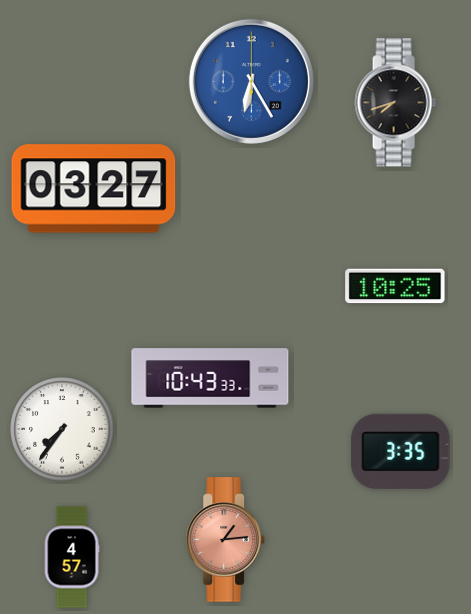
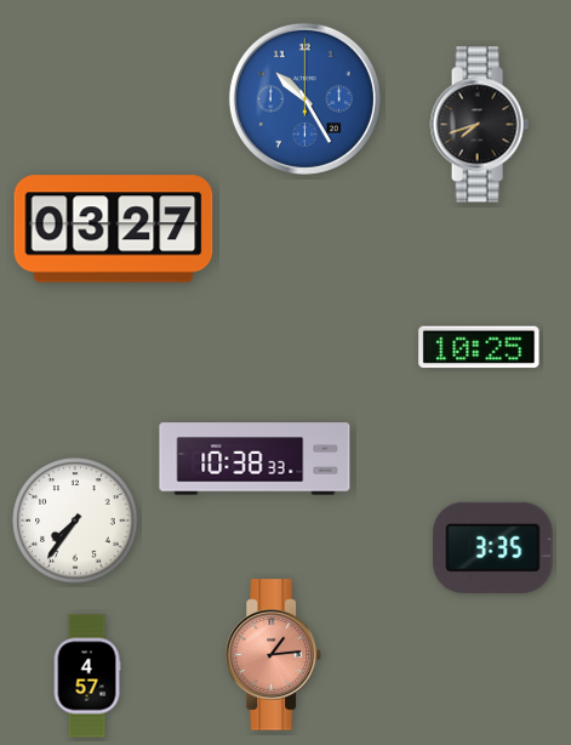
clock at (251, 81): 6:25 -> 10:25
clock at (210, 378): 10:43 -> 10:38
clock at (401, 451) position: (401, 451) -> (493, 547)
